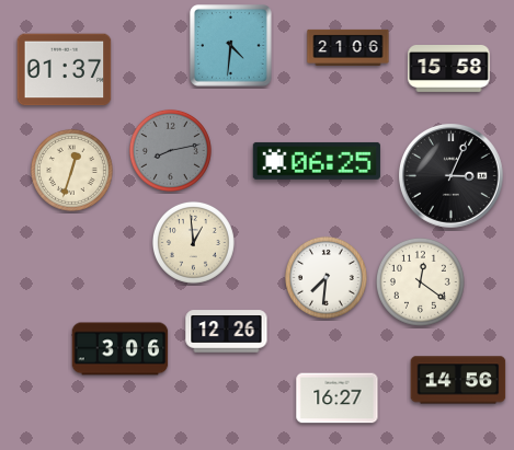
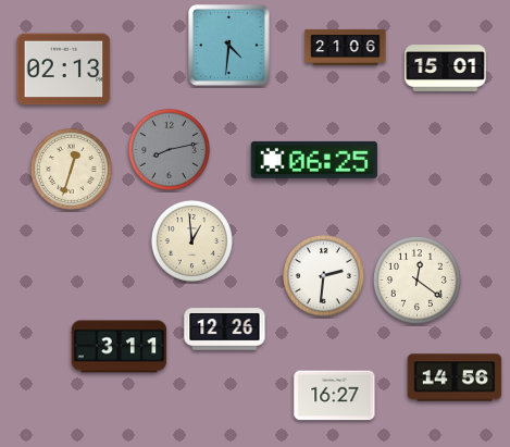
clock at (449, 69): 15:58 -> 15:01
clock at (65, 70): 01:37 -> 02:13
clock at (452, 176): 3:04 -> none
clock at (325, 277): 7:31 -> 2:31
clock at (121, 349): 3:06 -> 3:11
